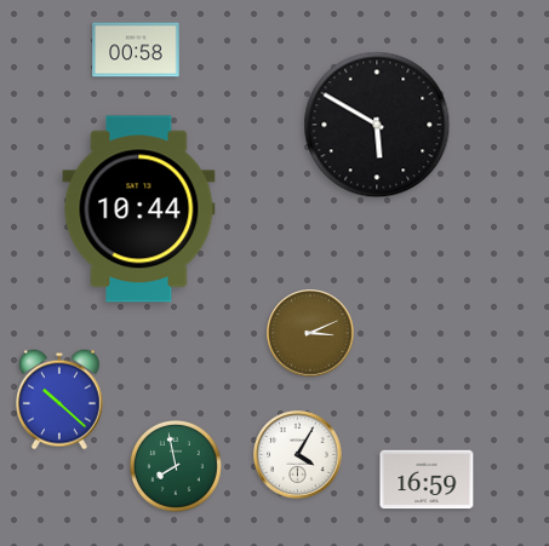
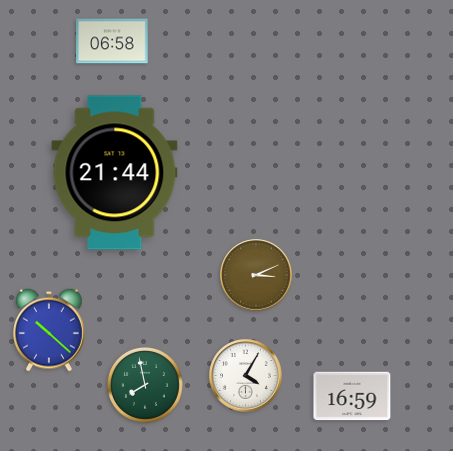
clock at (136, 50): 00:58 -> 06:58
clock at (377, 125): 5:50 -> none
clock at (139, 209): 10:44 -> 21:44
